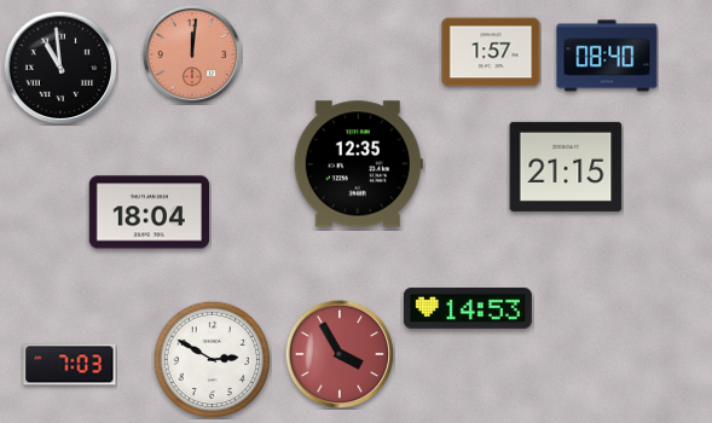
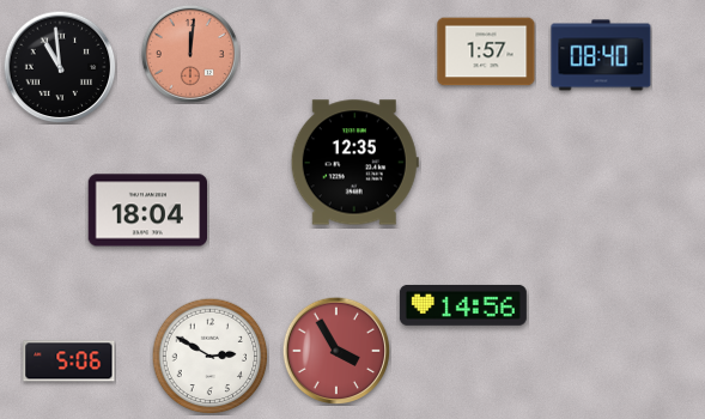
clock at (566, 167): 21:15 -> none
clock at (468, 308): 14:53 -> 14:56
clock at (70, 365): 7:03 -> 5:06
